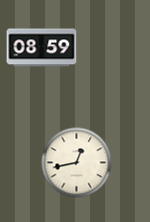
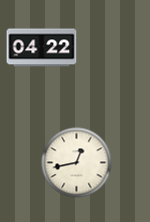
clock at (42, 48): 08:59 -> 04:22
